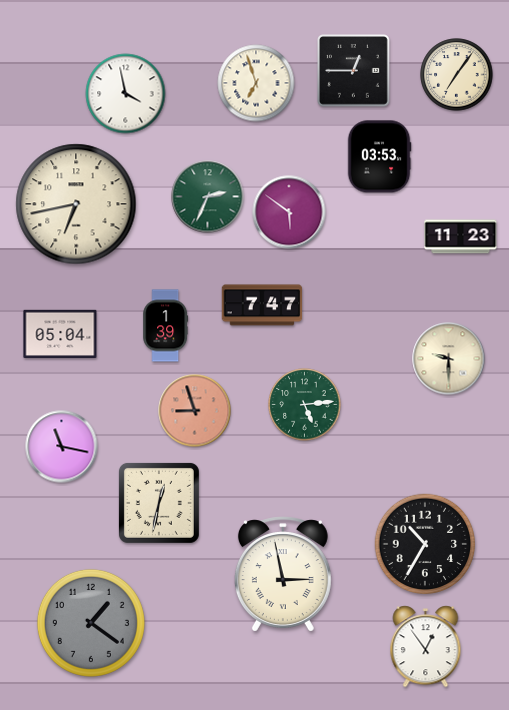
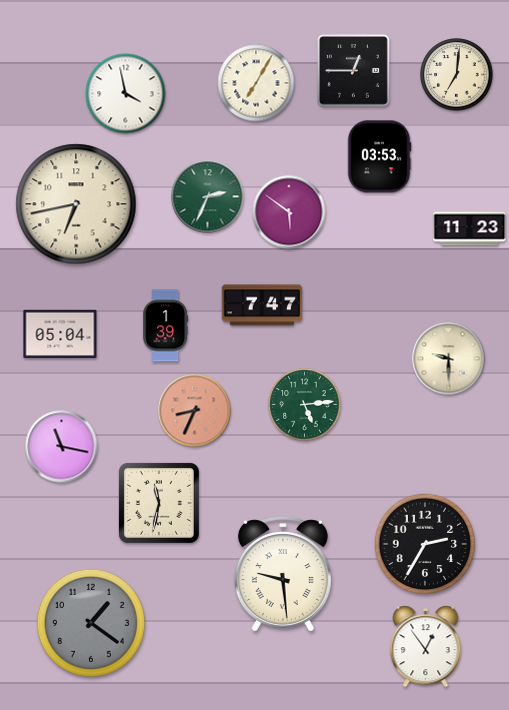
clock at (457, 75): 7:06 -> 7:01
clock at (256, 83): 6:57 -> 7:05
clock at (461, 237) position: (461, 237) -> (470, 229)
clock at (195, 411): 8:57 -> 8:34
clock at (159, 503): 12:32 -> 11:32
clock at (425, 544): 10:35 -> 2:35
clock at (283, 574): 2:58 -> 9:29
